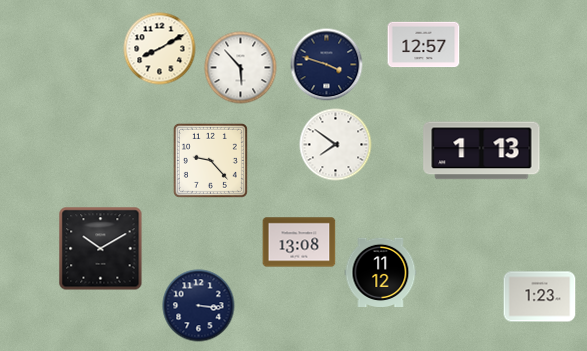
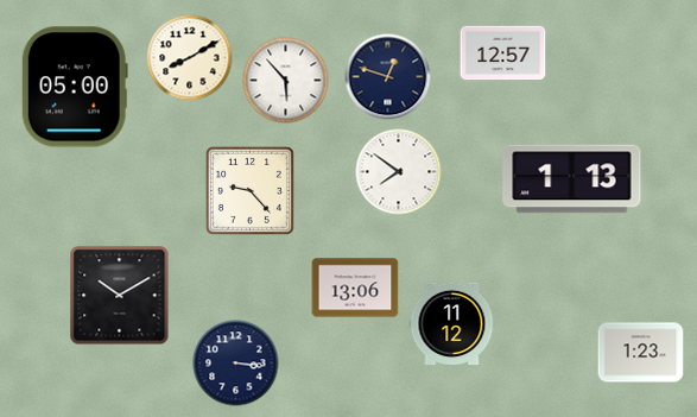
clock at (327, 65): 3:48 -> 12:48
clock at (75, 87): none -> 05:00
clock at (299, 242): 13:08 -> 13:06
